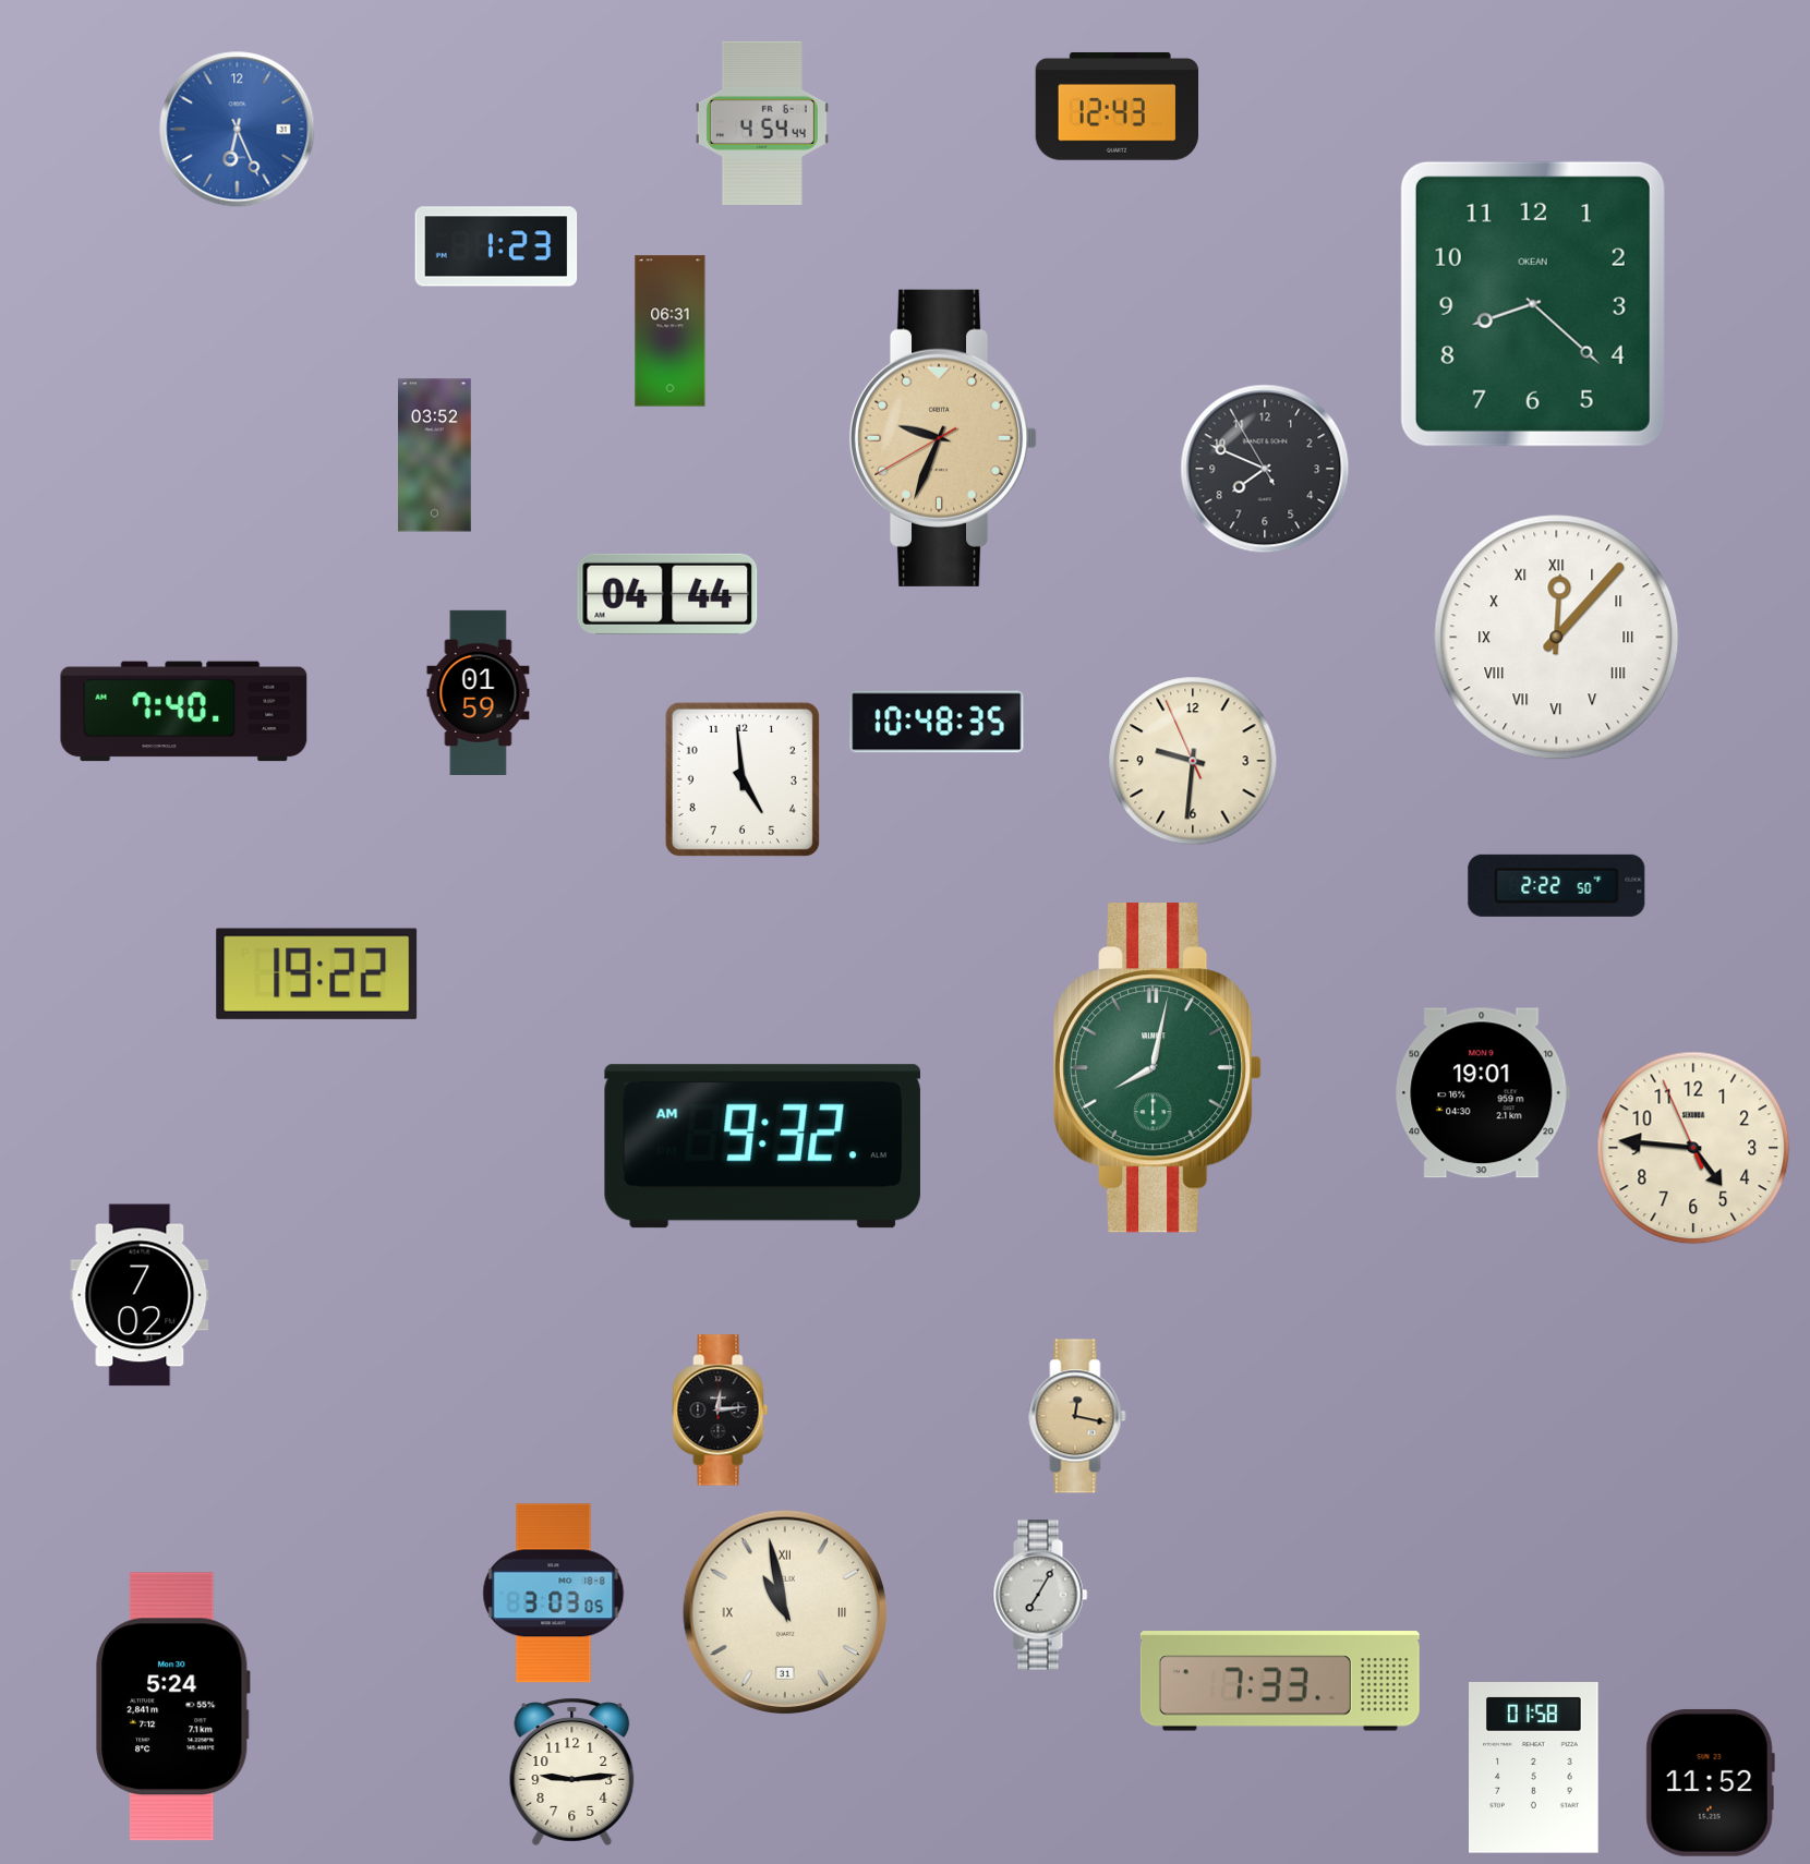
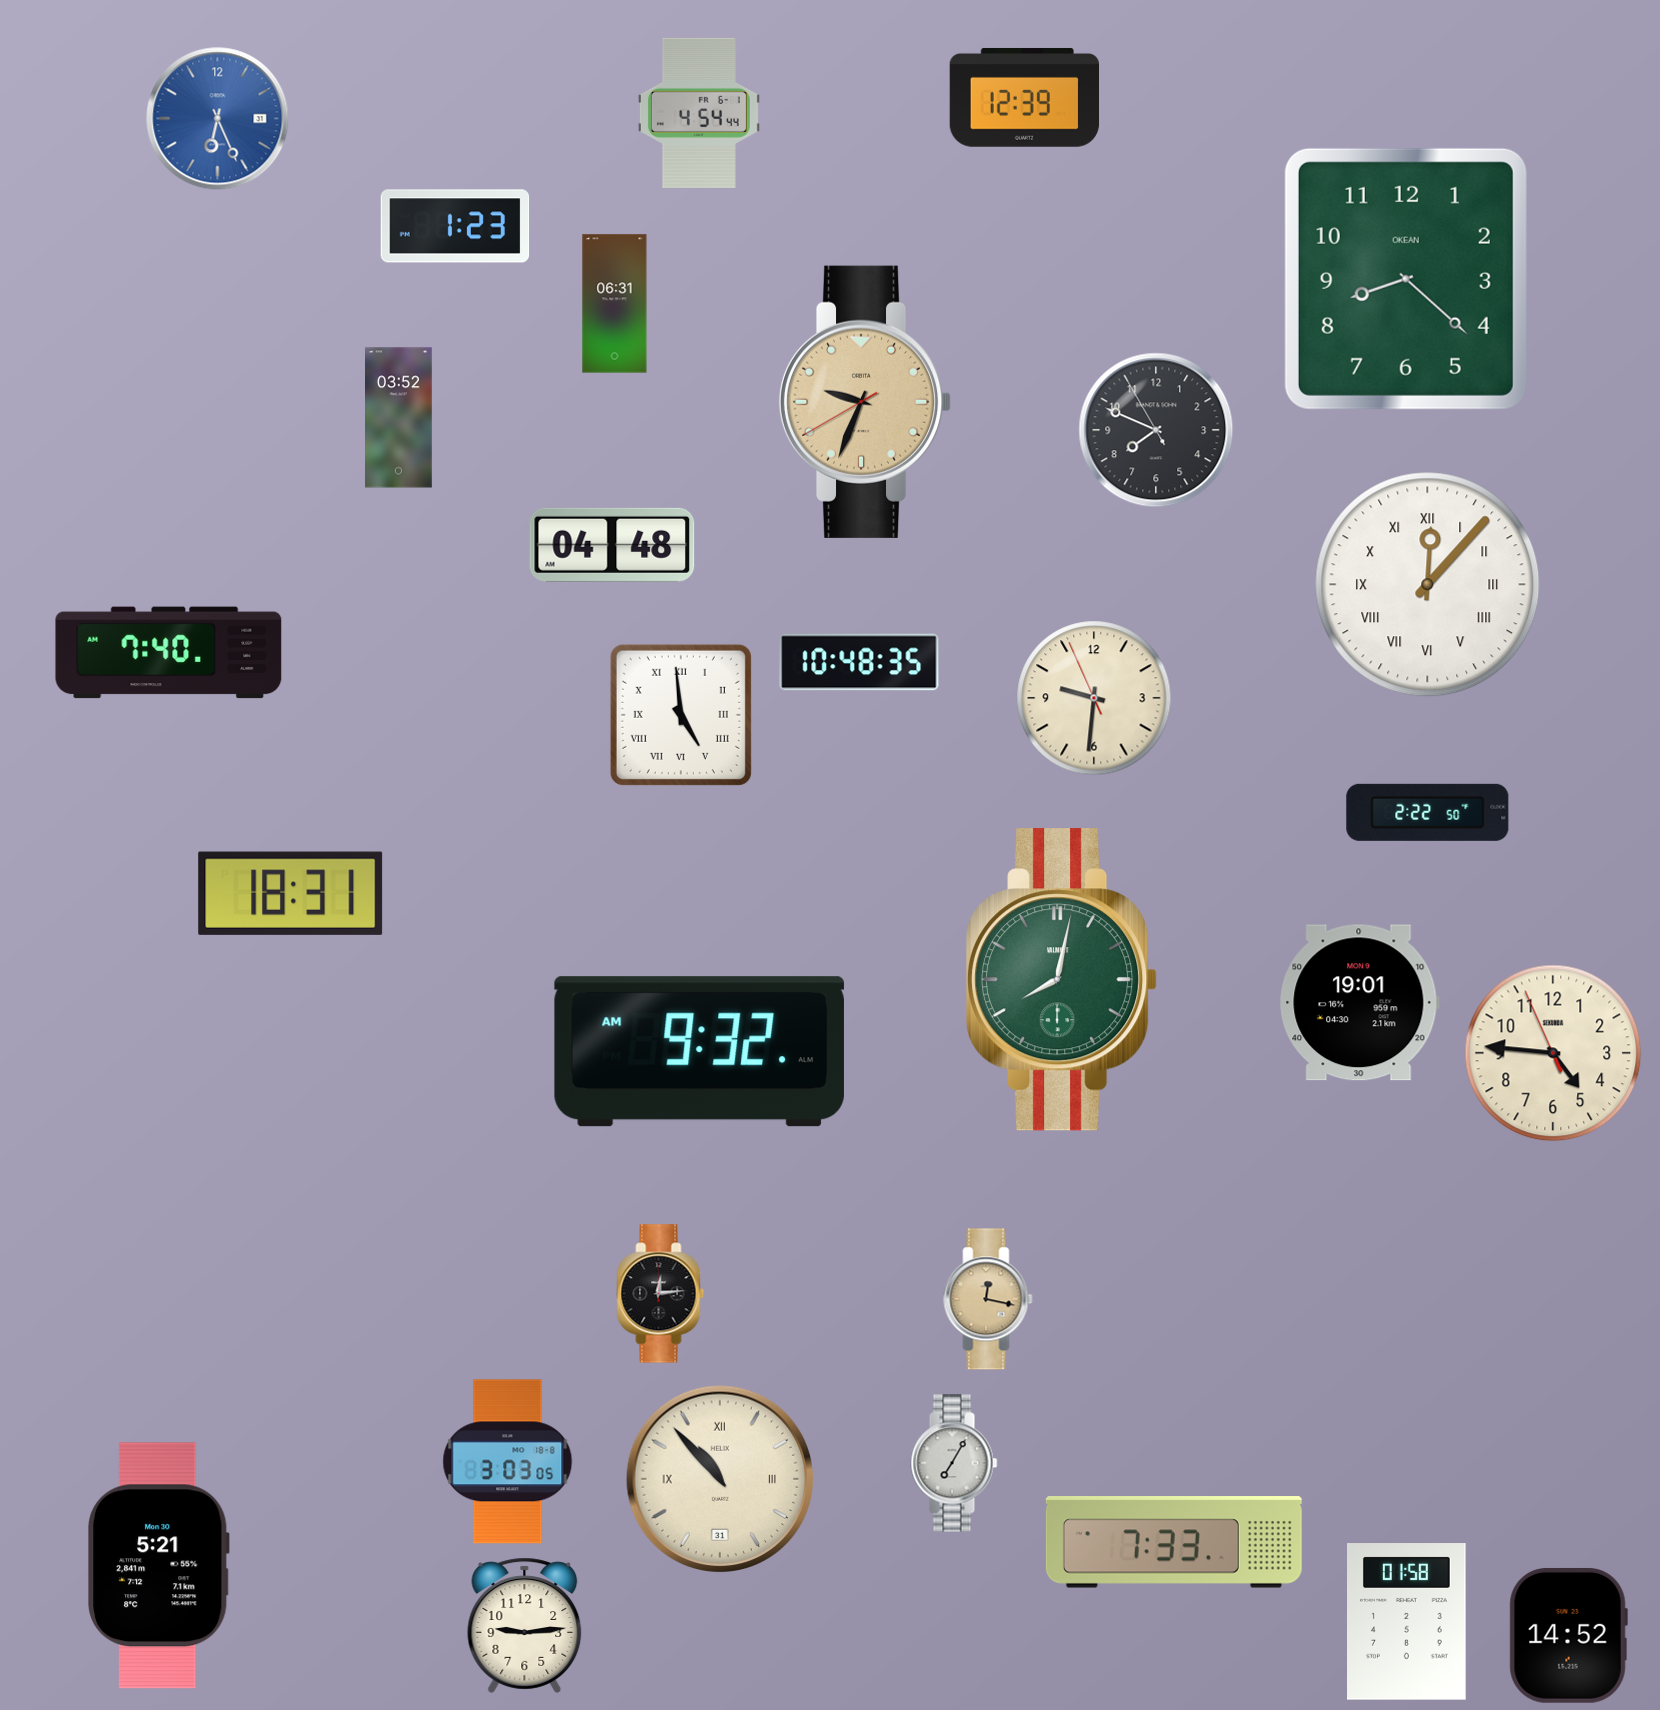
clock at (1117, 106): 12:43 -> 12:39
clock at (1265, 469) position: (1265, 469) -> (1156, 430)
clock at (667, 594): 04:44 -> 04:48
clock at (479, 692): 01:59 -> none
clock at (743, 779) numerals: Arabic -> Roman
clock at (317, 973): 19:22 -> 18:31
clock at (140, 1295): 7:02 -> none
clock at (785, 1612): 10:58 -> 10:53
clock at (173, 1707): 5:24 -> 5:21
clock at (1710, 1782): 11:52 -> 14:52
